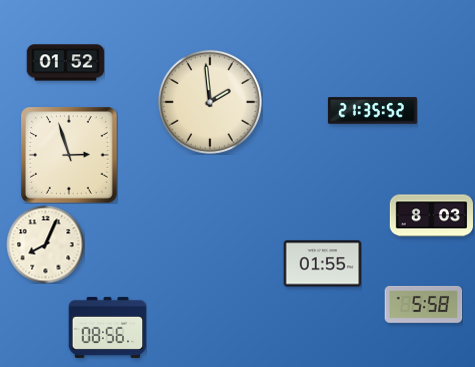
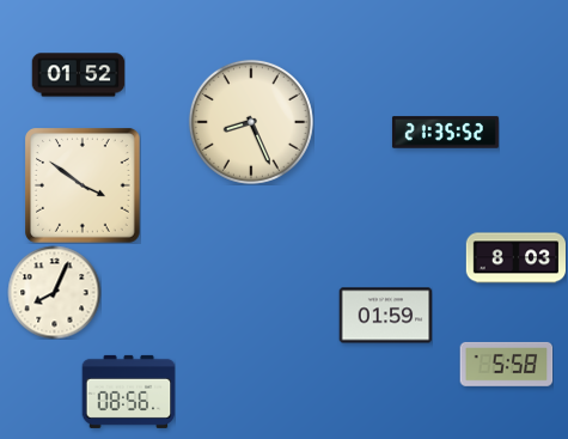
clock at (210, 102): 1:59 -> 8:26
clock at (70, 156): 2:57 -> 3:51
clock at (322, 264): 01:55 -> 01:59
